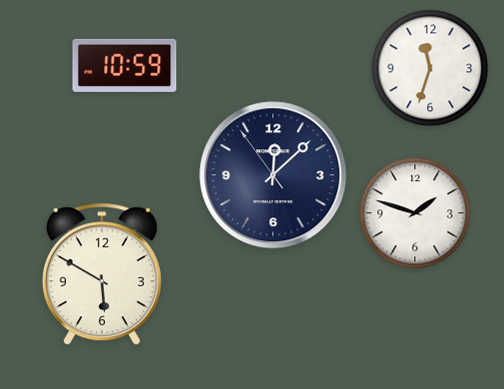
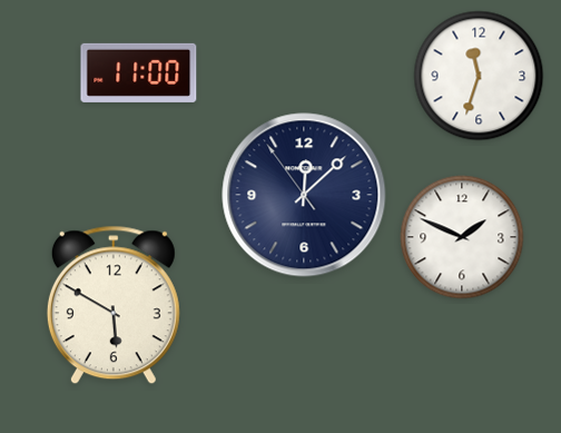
clock at (125, 65): 10:59 -> 11:00
clock at (415, 213): 1:48 -> 1:49
